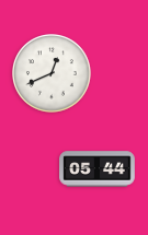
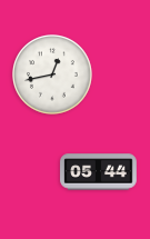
clock at (53, 74): 12:41 -> 12:43
